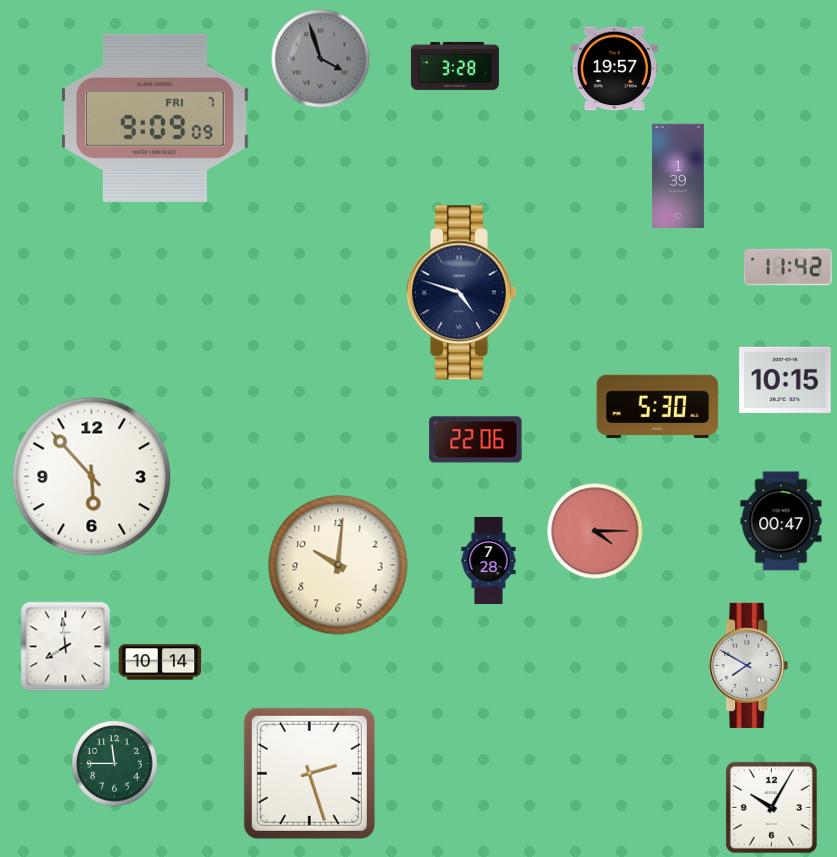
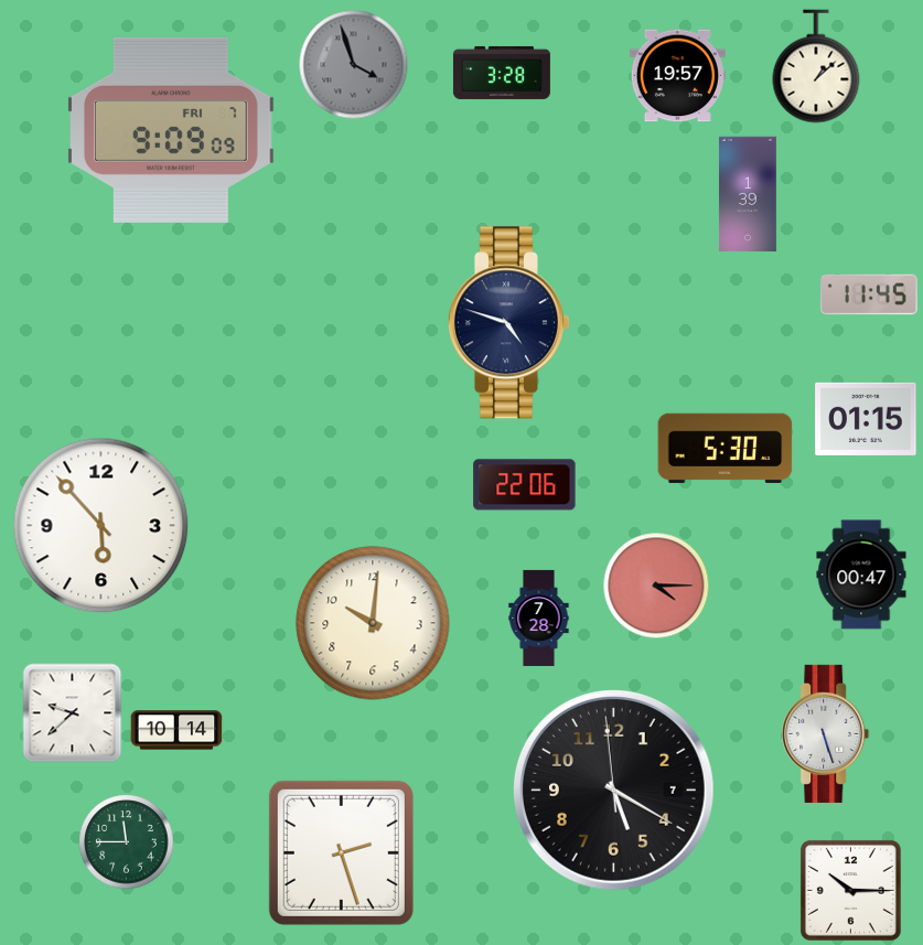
clock at (816, 66): none -> 1:08
clock at (788, 267): 11:42 -> 11:45
clock at (785, 380): 10:15 -> 01:15
clock at (66, 647): 7:59 -> 9:38
clock at (749, 665): 7:50 -> 5:27
clock at (613, 790): none -> 5:19
clock at (771, 807): 10:05 -> 10:15
